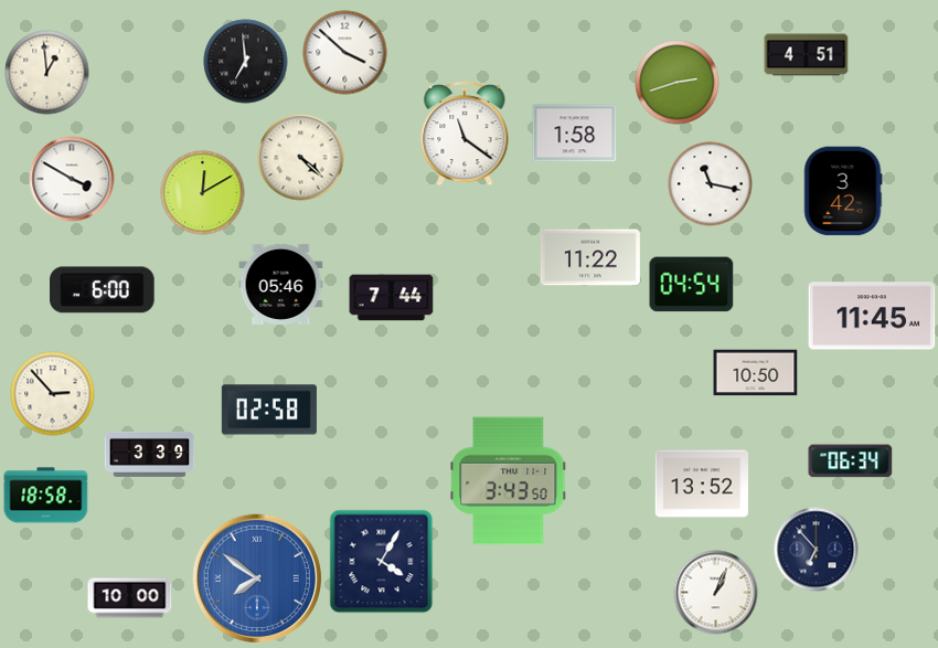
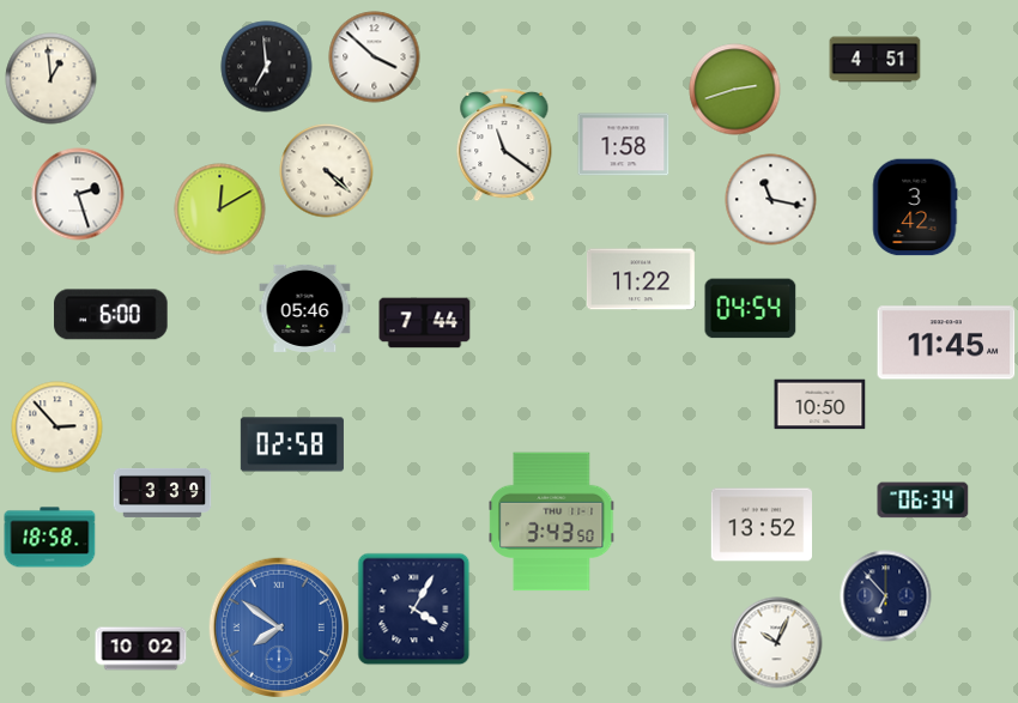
clock at (72, 179): 3:50 -> 2:27
clock at (716, 593): 1:04 -> 10:04
clock at (130, 598): 10:00 -> 10:02
